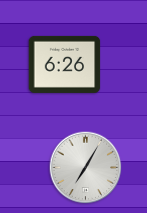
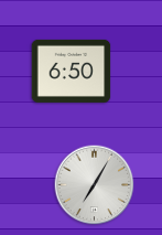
clock at (65, 64): 6:26 -> 6:50
